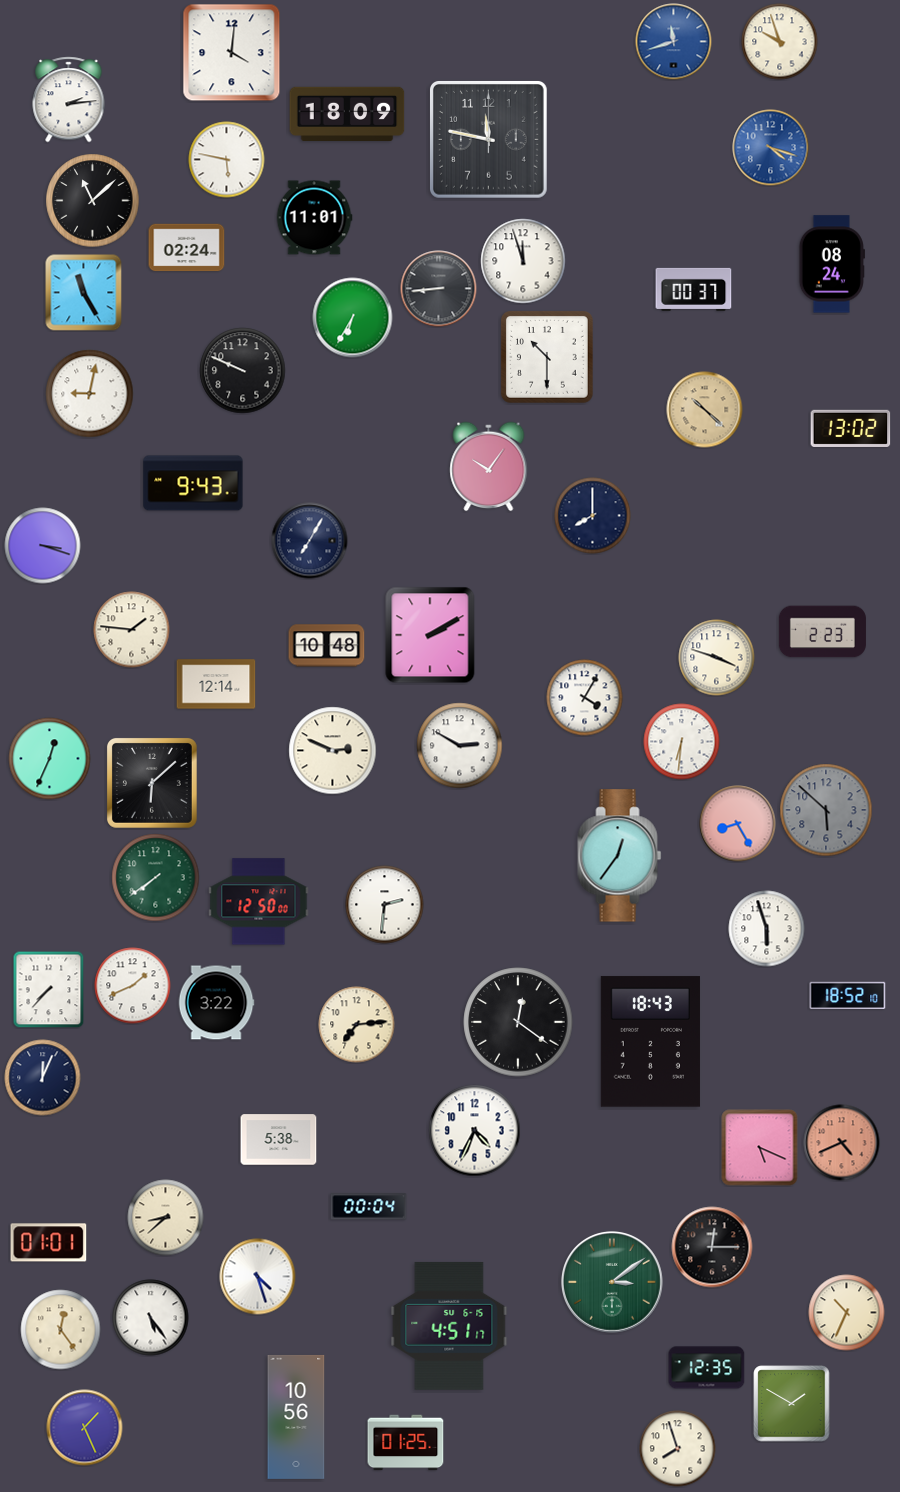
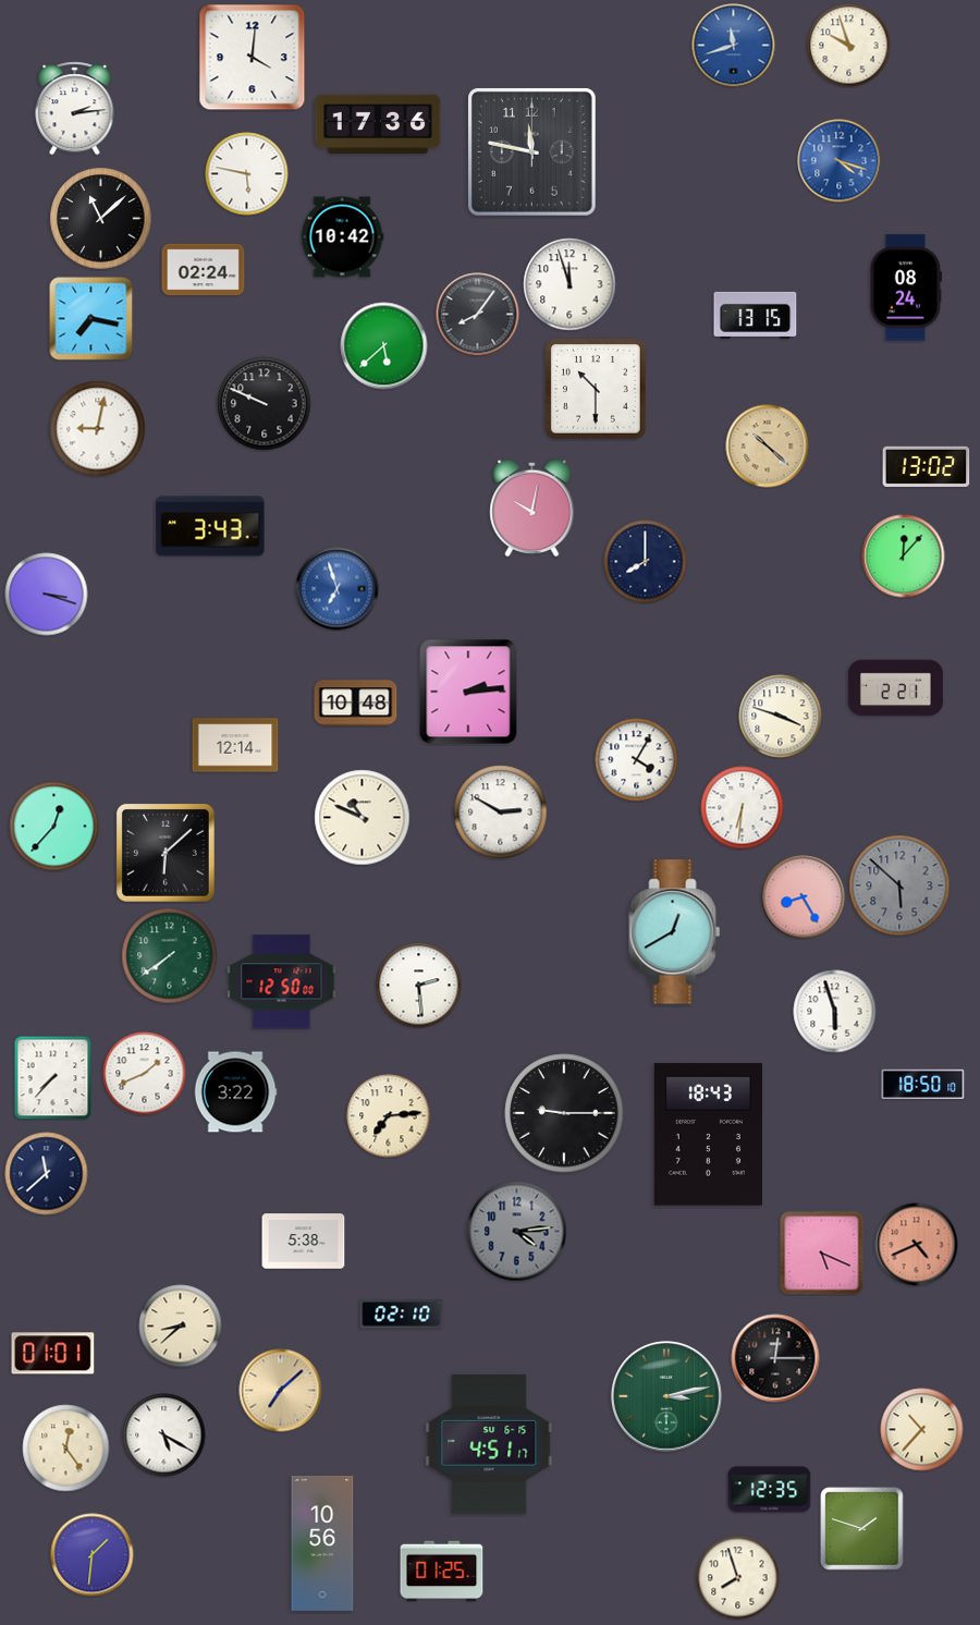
clock at (347, 114): 18:09 -> 17:36
clock at (314, 218): 11:01 -> 10:42
clock at (439, 289): 8:44 -> 8:06
clock at (694, 289): 00:37 -> 13:15
clock at (84, 293): 11:25 -> 7:17
clock at (353, 318): 6:35 -> 5:38
clock at (489, 467): 10:06 -> 10:02
clock at (193, 483): 9:43 -> 3:43
clock at (904, 557): none -> 12:07
clock at (310, 541): 7:05 -> 6:57
clock at (310, 541) dial: navy -> blue
clock at (132, 630): 1:46 -> none
clock at (822, 632): 2:23 -> 2:21
clock at (430, 635): 2:10 -> 2:14
clock at (333, 751): 2:49 -> 10:49
clock at (50, 759): 12:34 -> 12:37
clock at (826, 810) position: (826, 810) -> (899, 885)
clock at (620, 856): 12:36 -> 12:40
clock at (385, 905): 2:31 -> 2:29
clock at (848, 996): 18:52 -> 18:50
clock at (518, 1022): 12:21 -> 9:15
clock at (43, 1078): 12:04 -> 11:38
clock at (475, 1131): 4:34 -> 4:14
clock at (475, 1131) dial: white -> grey
clock at (760, 1148) position: (760, 1148) -> (822, 1254)
clock at (369, 1207): 00:04 -> 02:10
clock at (258, 1277): 4:27 -> 7:08
clock at (258, 1277) dial: white -> champagne
clock at (612, 1282): 3:09 -> 3:13
clock at (847, 1313): 10:34 -> 10:37
clock at (151, 1318): 5:24 -> 5:20
clock at (792, 1404): 1:50 -> 1:48
clock at (85, 1428): 1:26 -> 1:31
